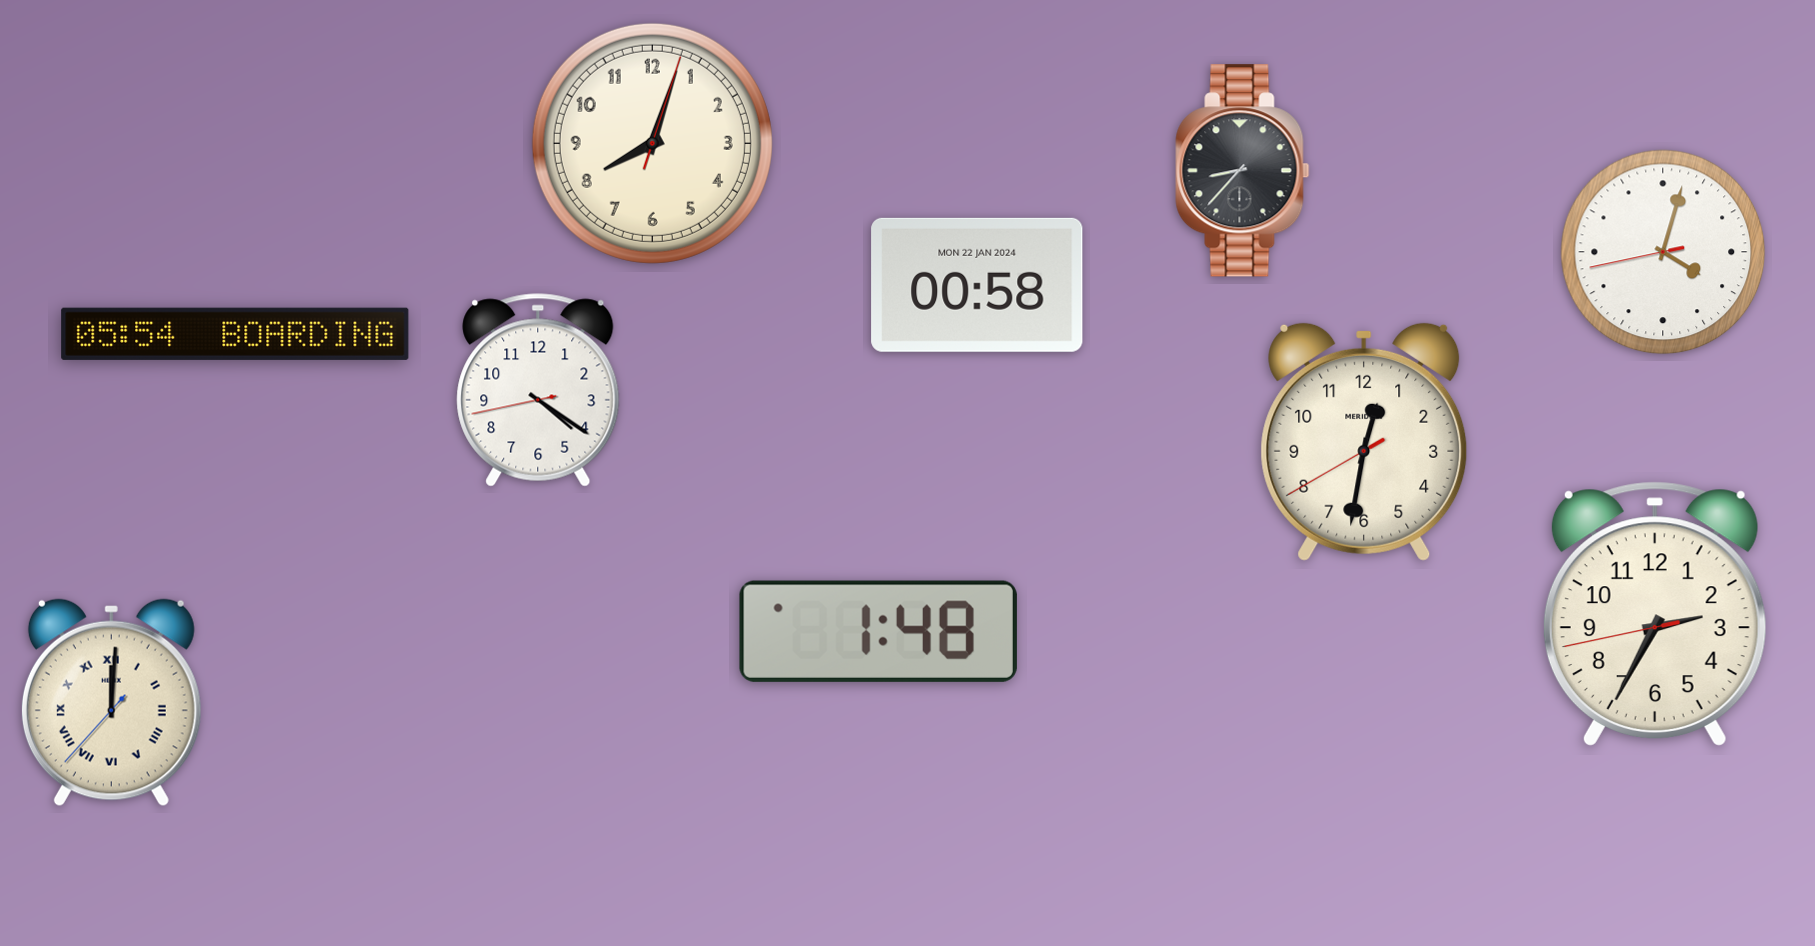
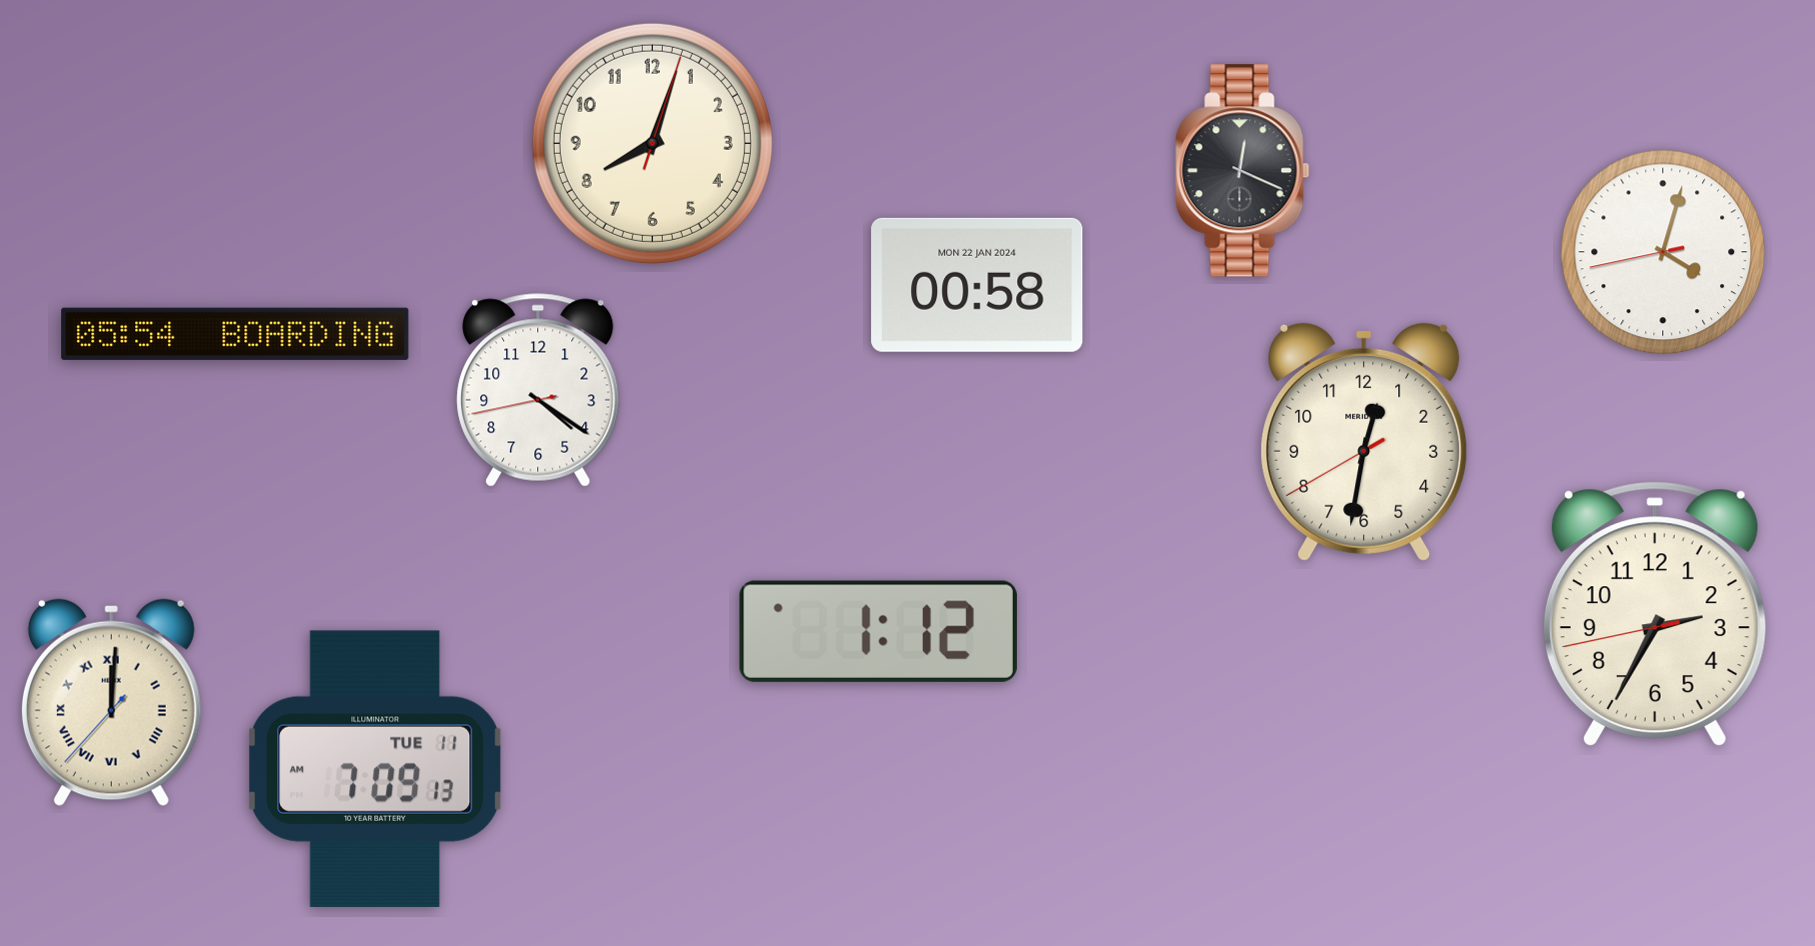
clock at (1243, 171): 8:37 -> 12:19
clock at (878, 631): 1:48 -> 1:12
clock at (375, 769): none -> 7:09
